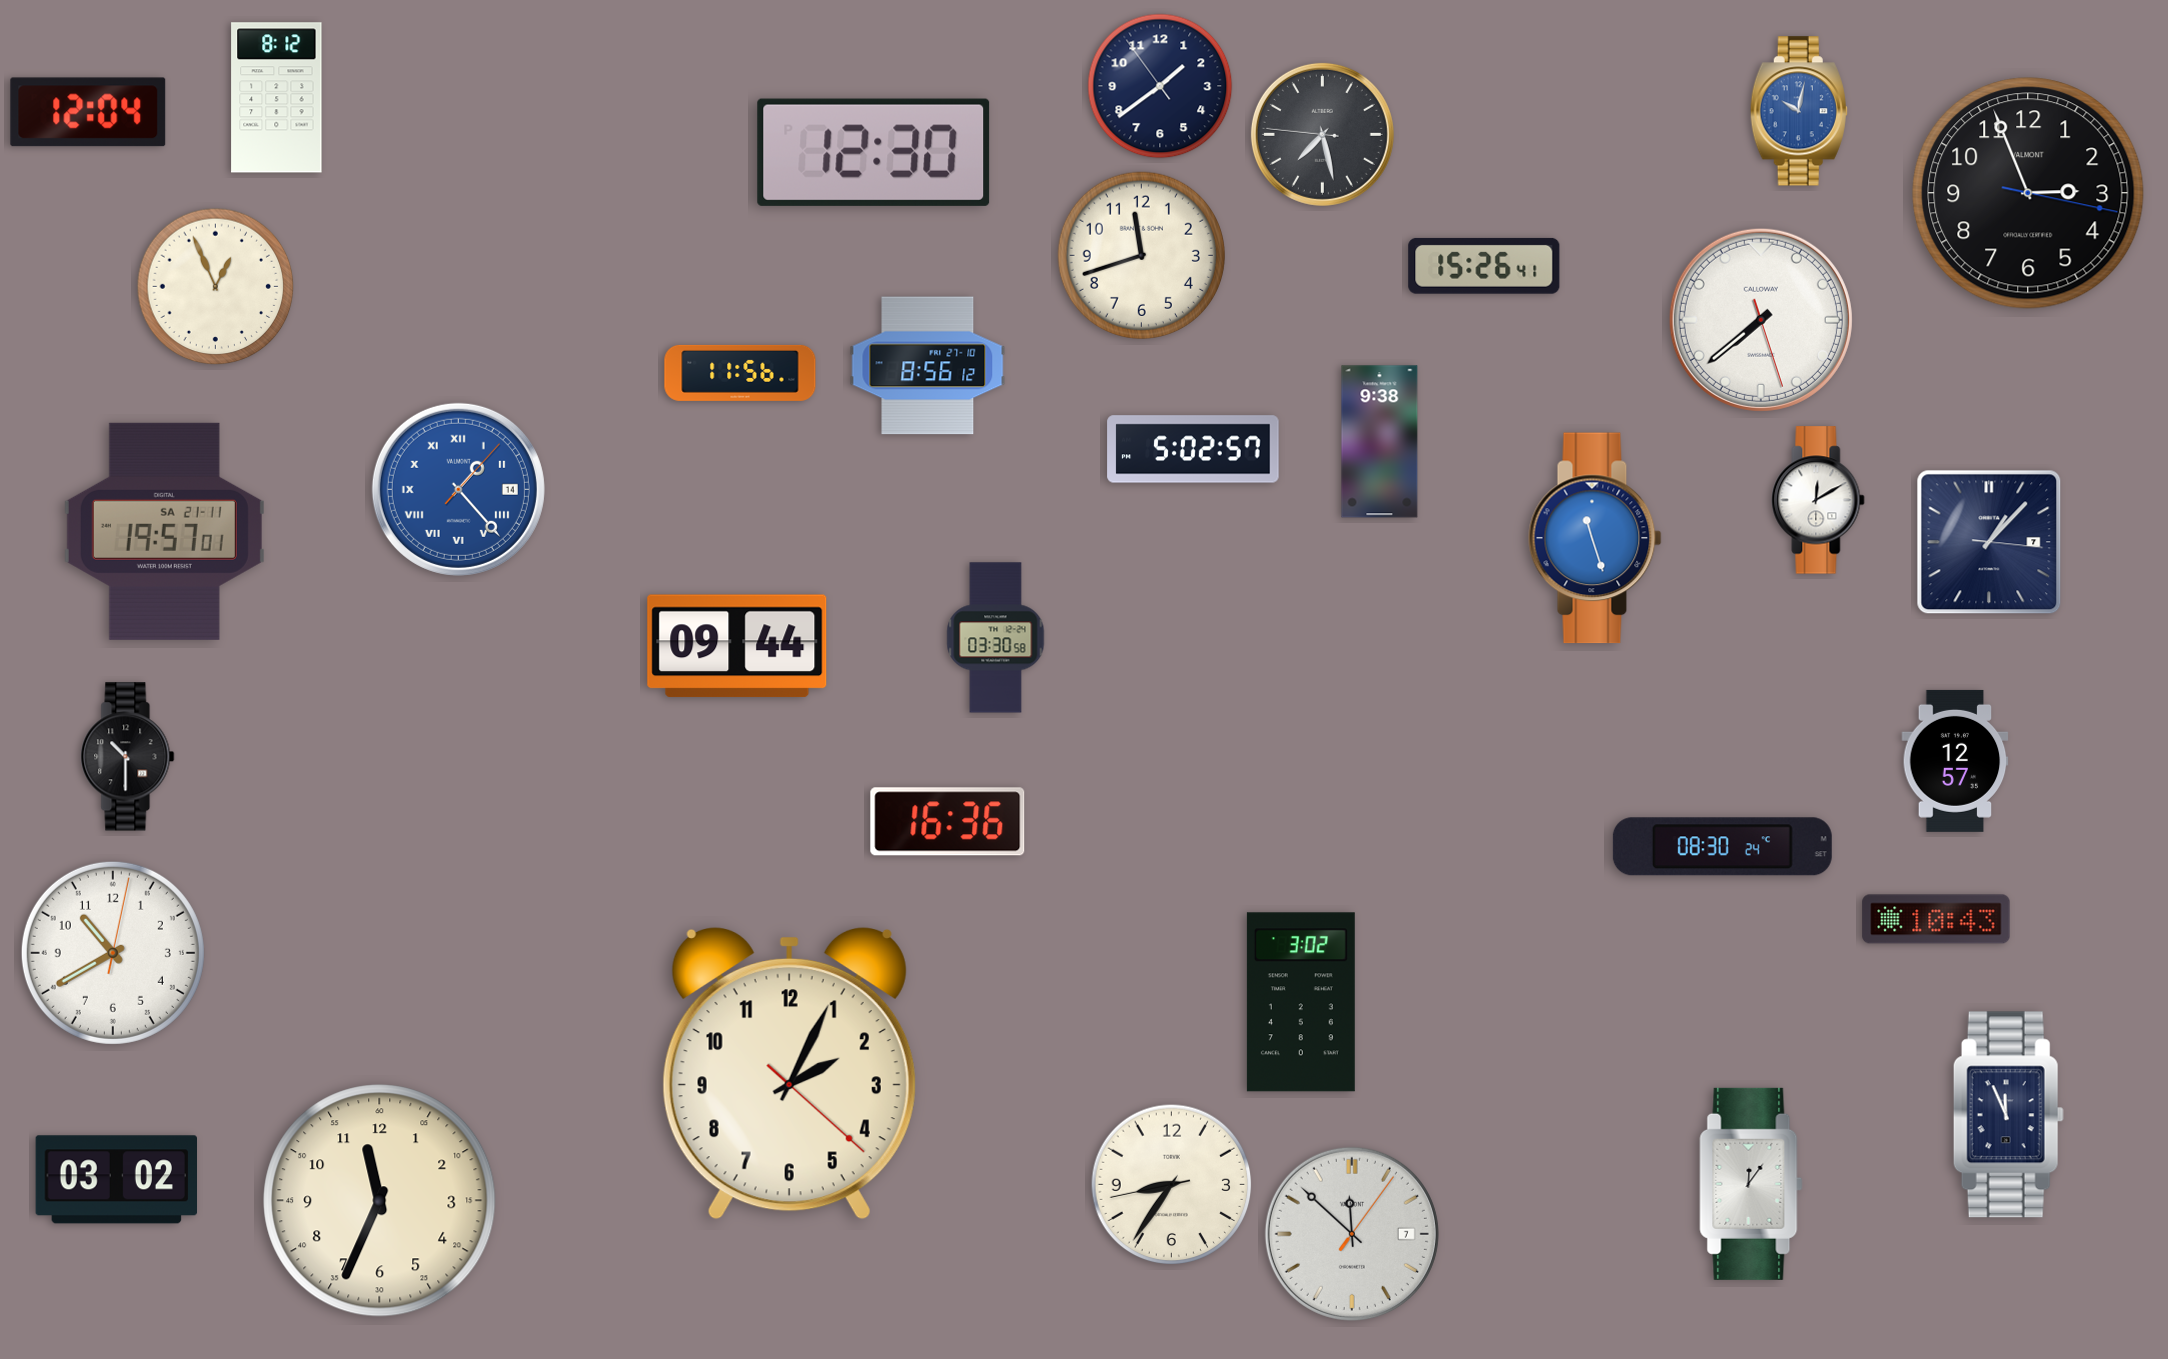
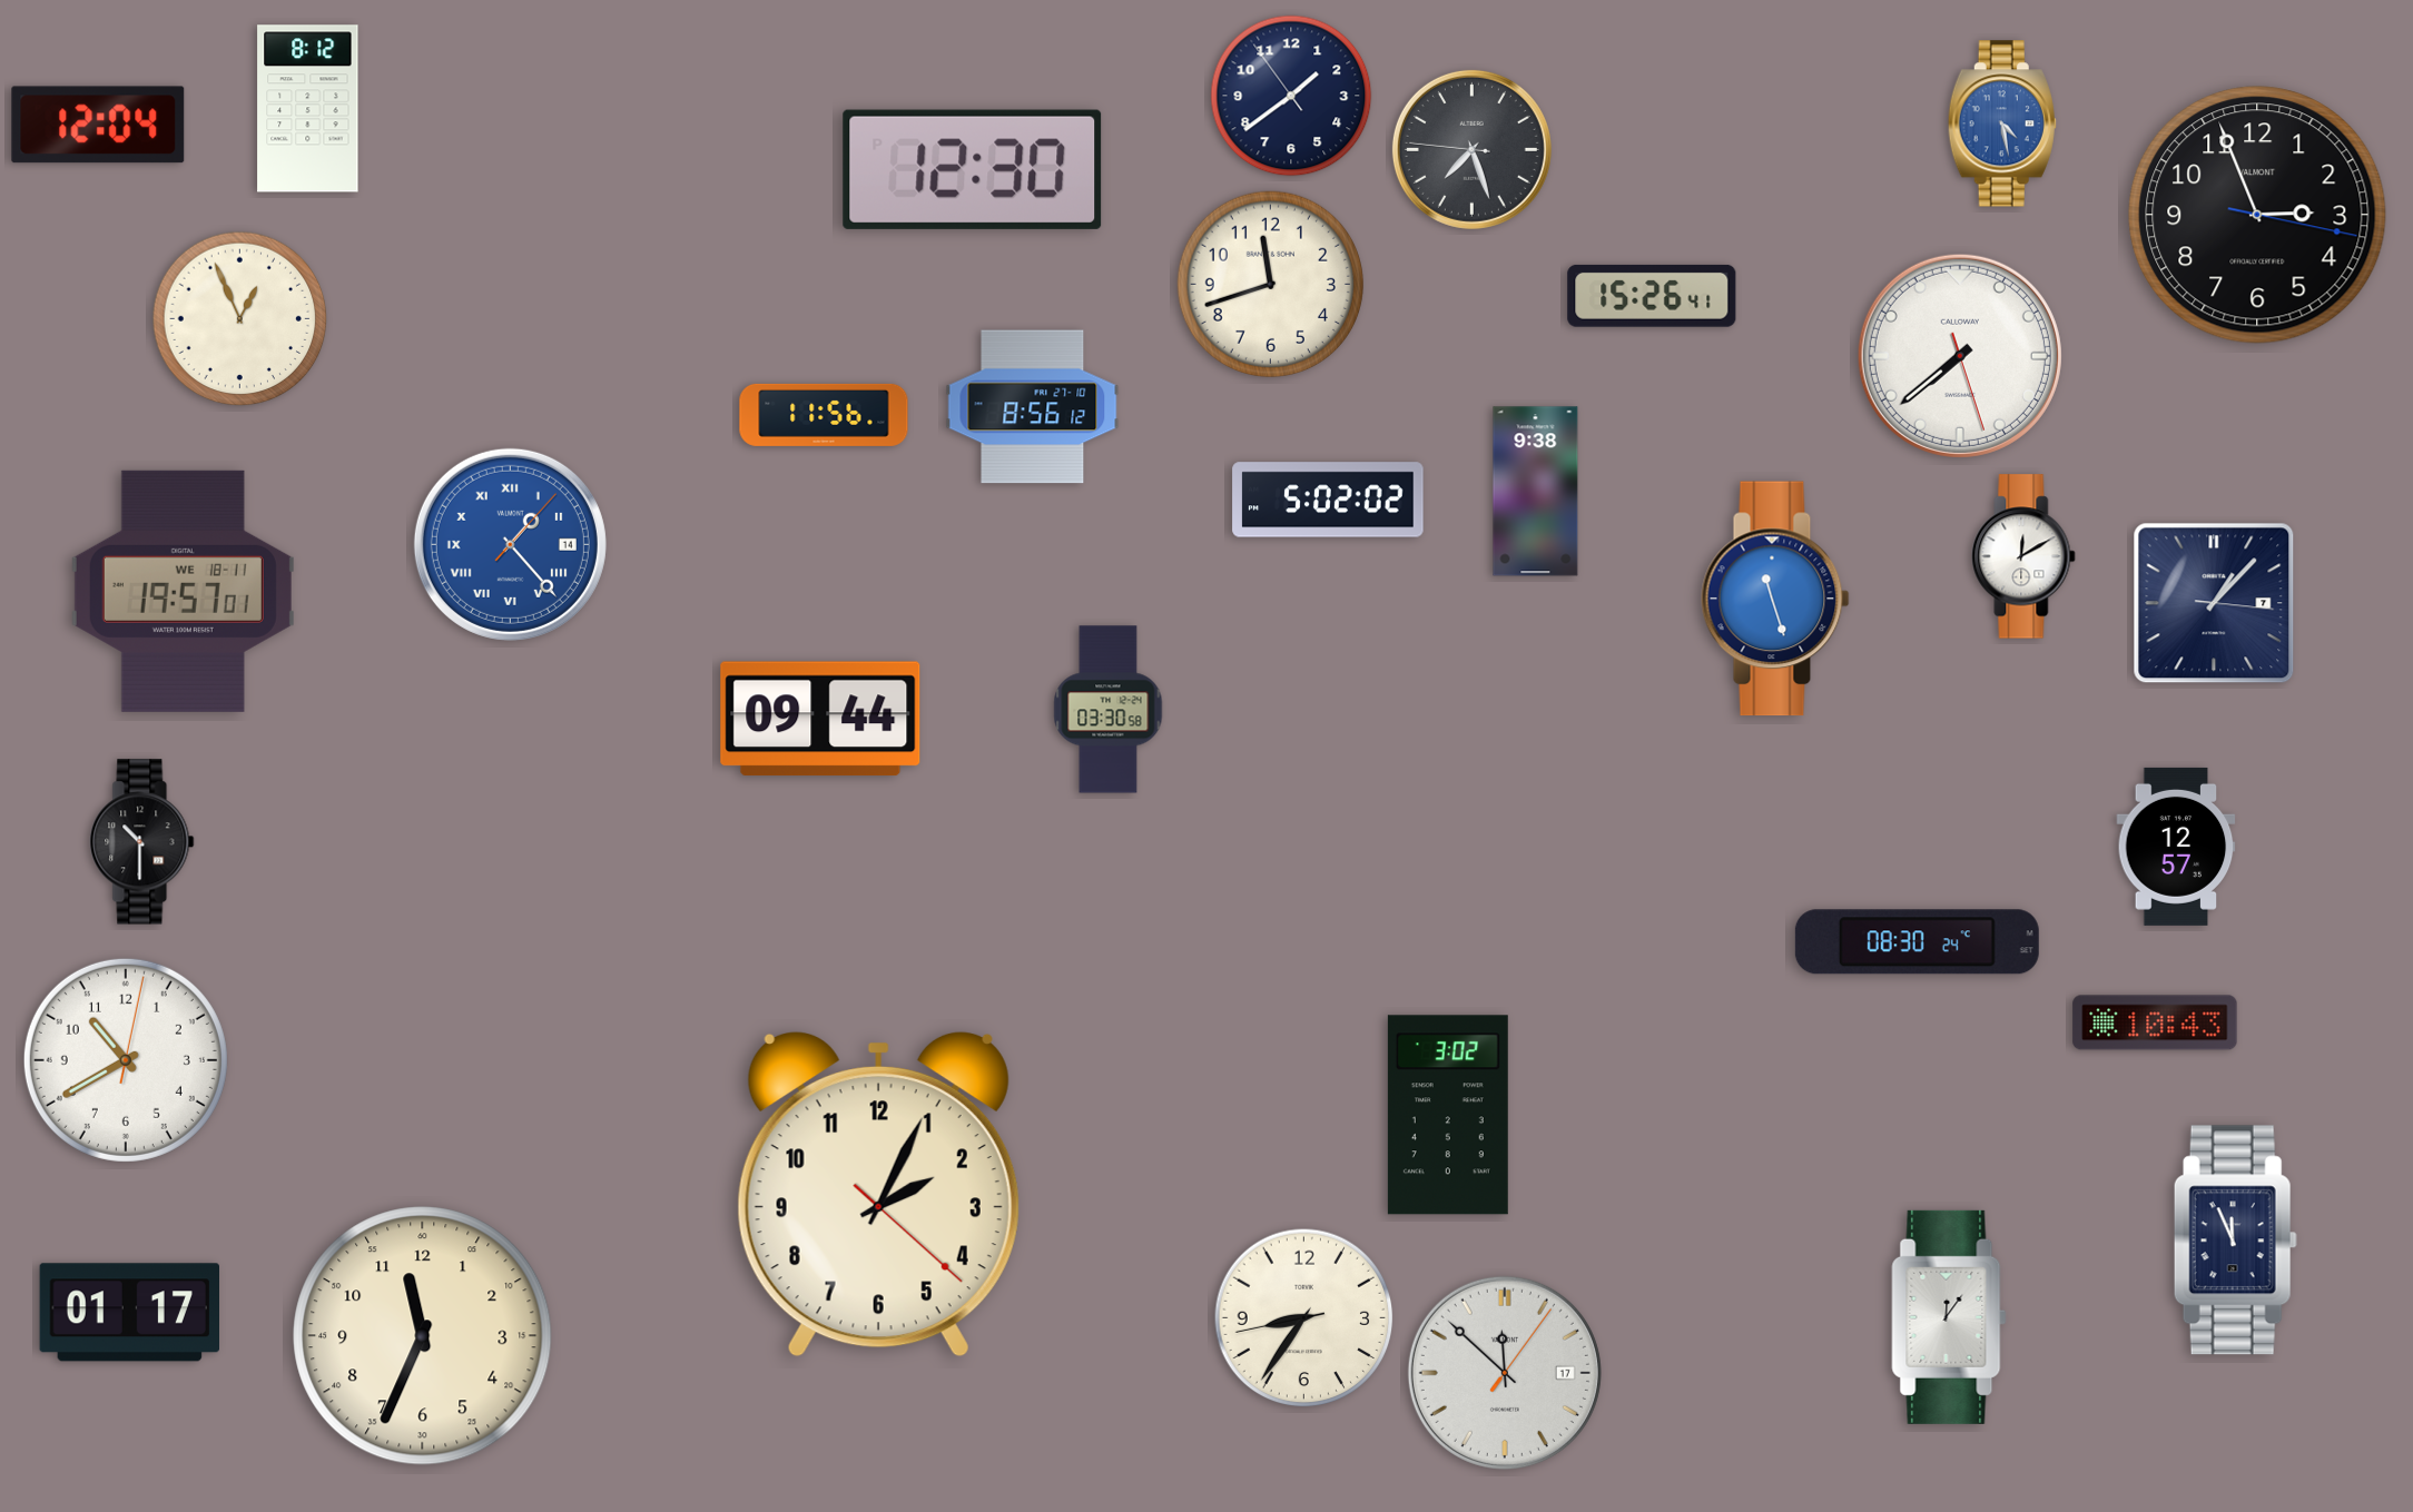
clock at (1799, 111): 10:02 -> 4:28
clock at (1322, 134): 7:27 -> 7:26
clock at (1193, 449): 5:02:57 -> 5:02:02
clock at (164, 531) date: SA 21-11 -> WE 18-11
clock at (948, 822): 16:36 -> none
clock at (116, 1180): 03:02 -> 01:17
clock at (1352, 1234) date: 7 -> 17
